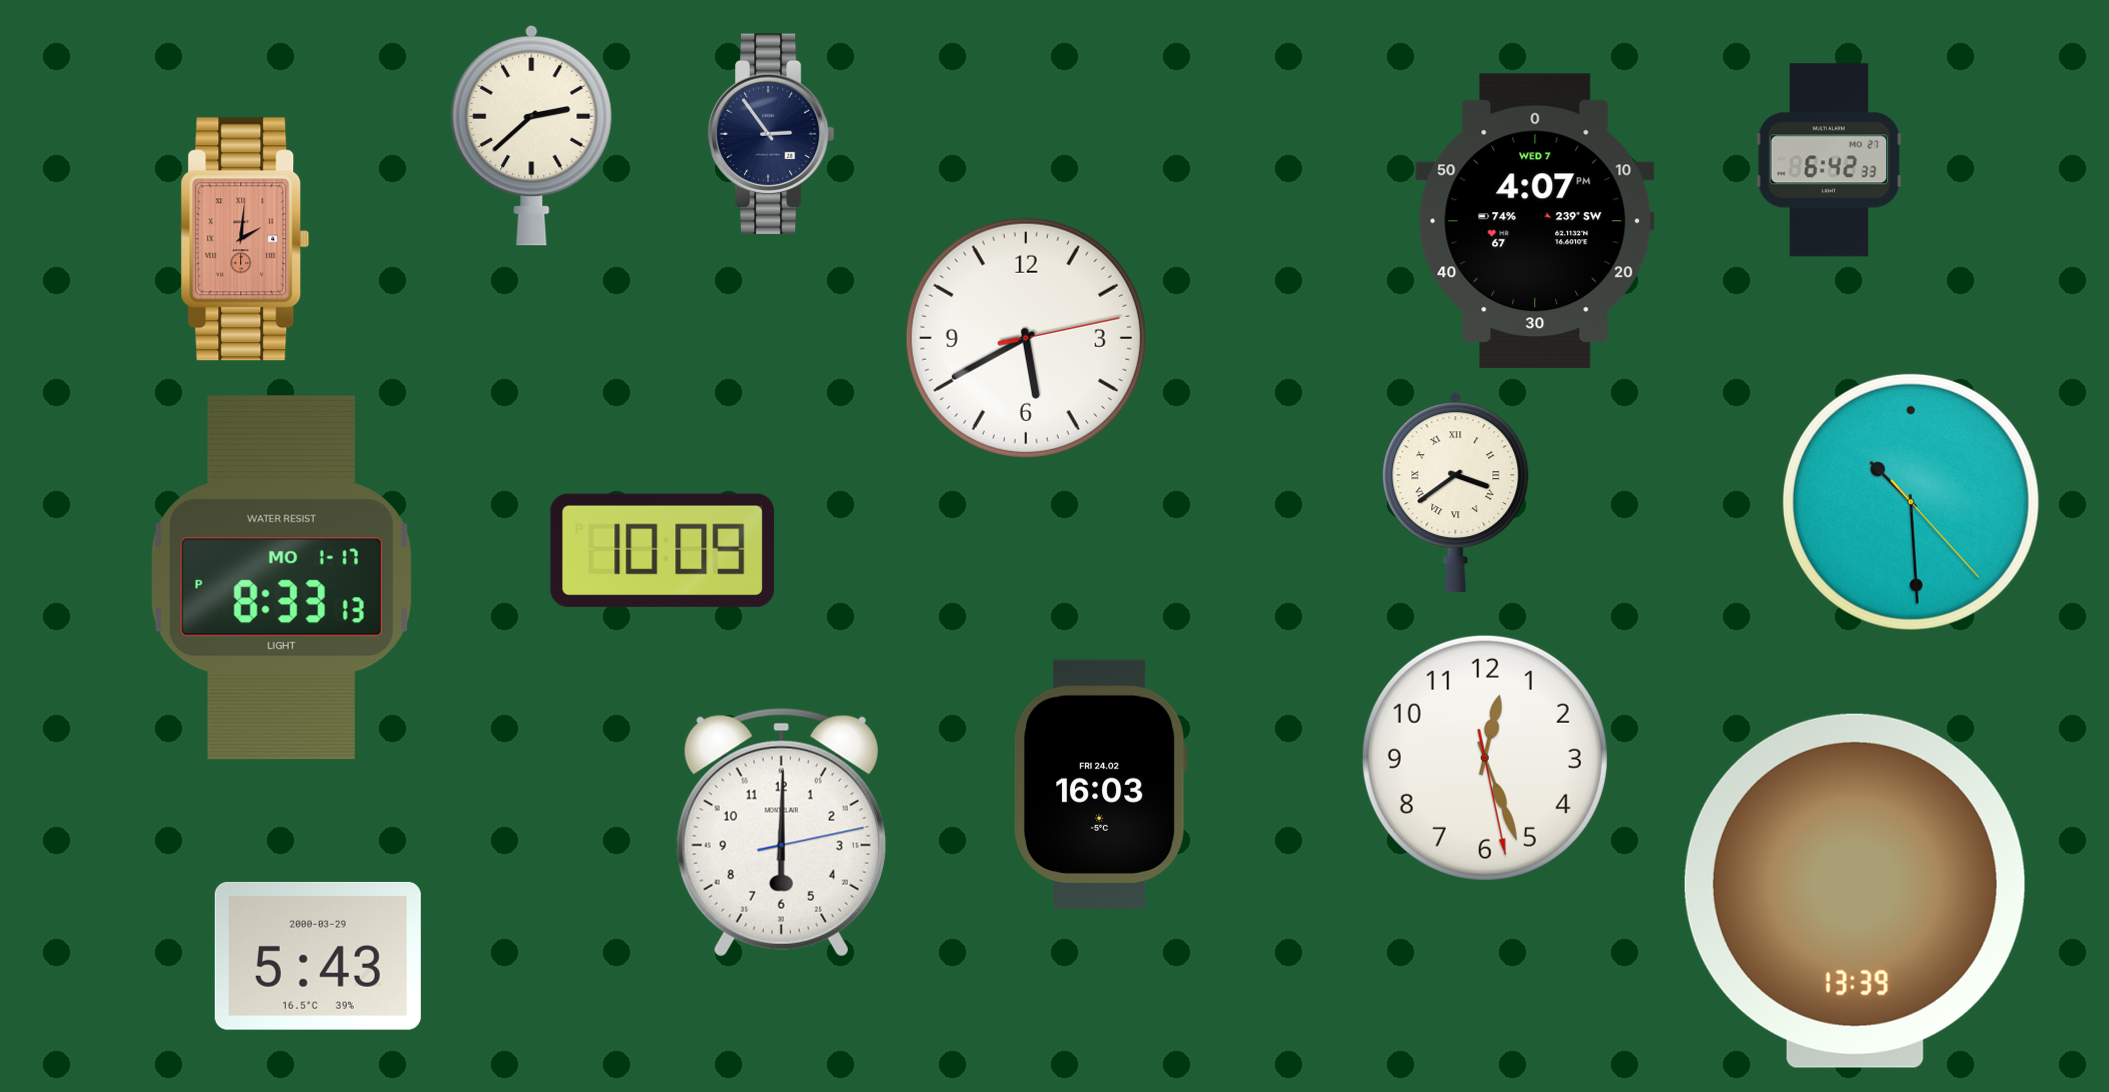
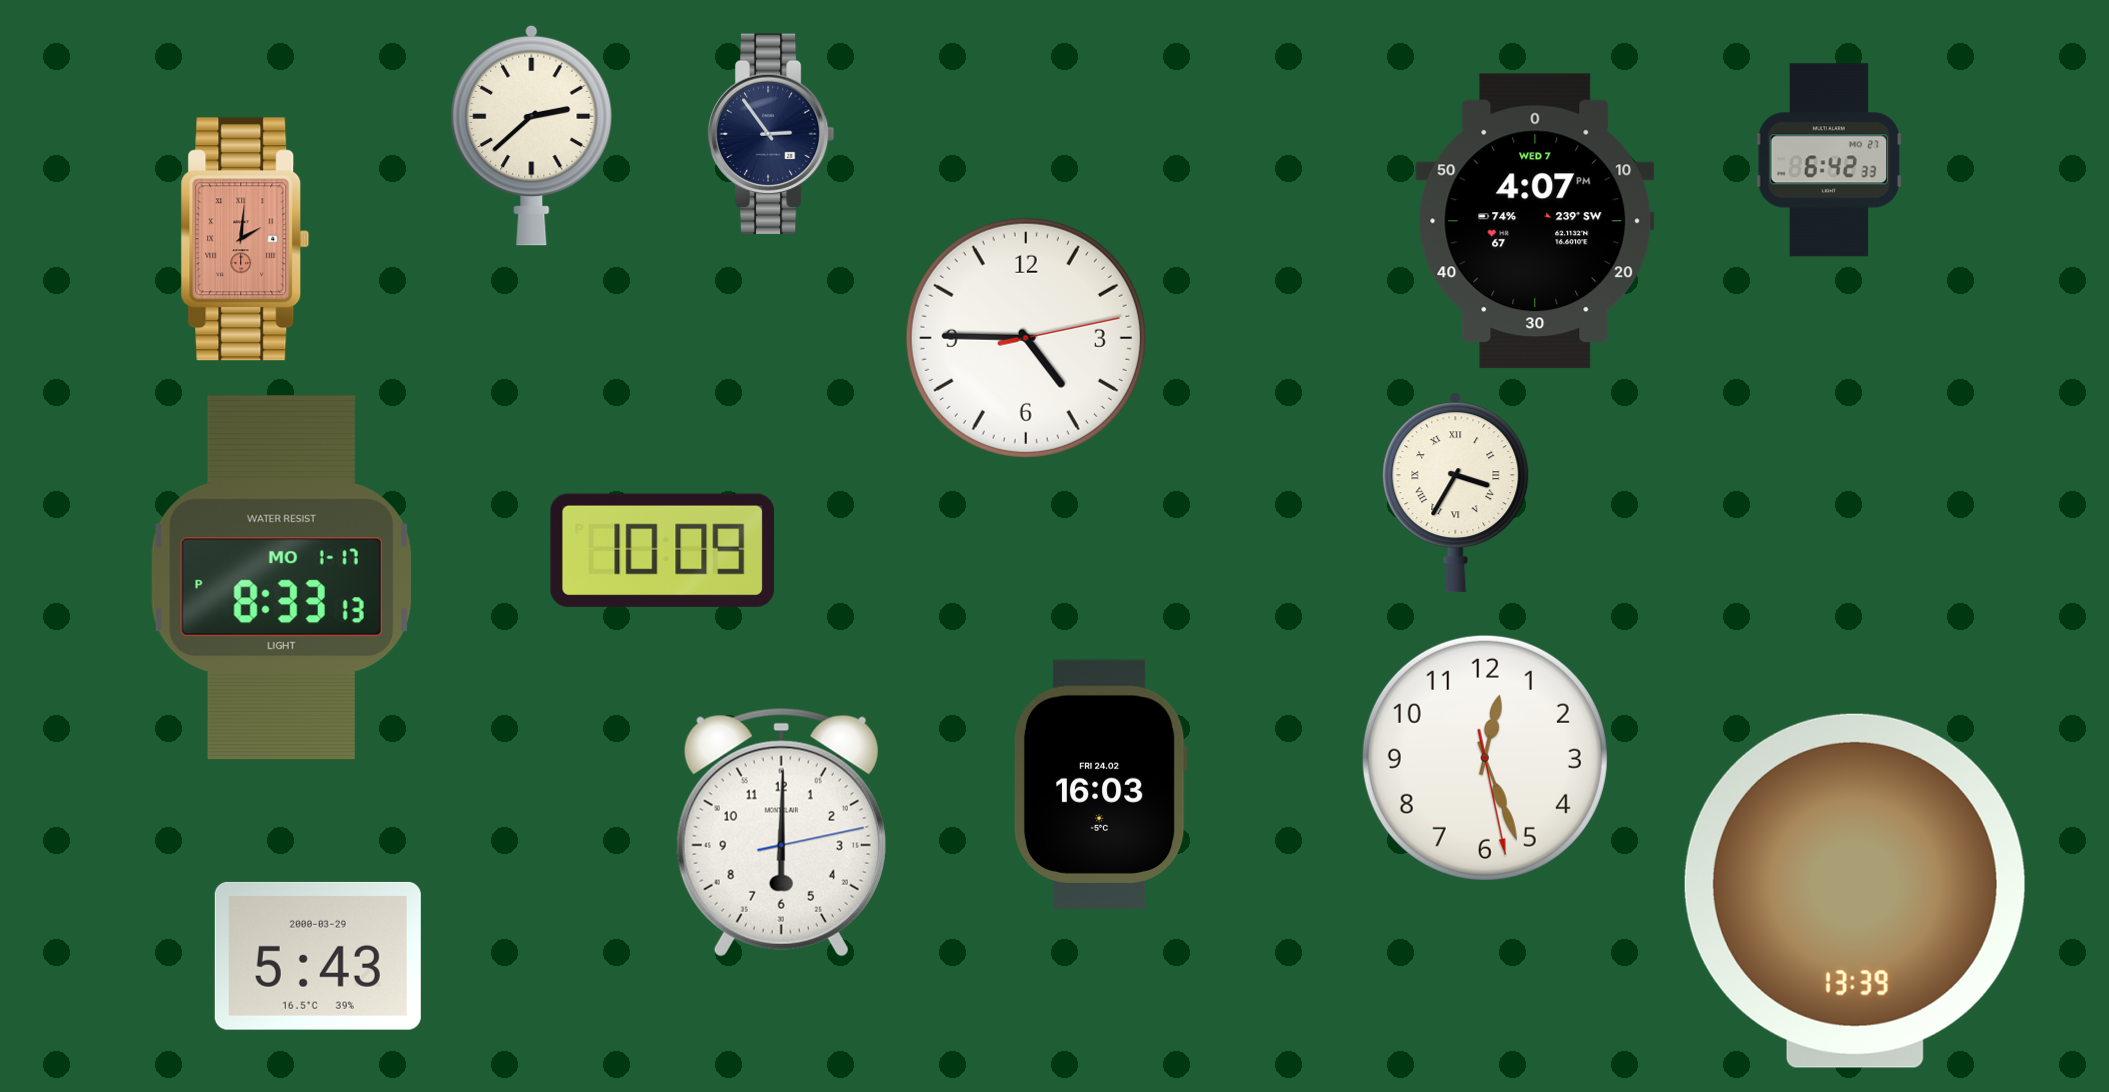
clock at (1026, 338): 5:40 -> 4:45
clock at (1456, 493): 3:39 -> 3:35
clock at (1911, 502): 10:29 -> none
